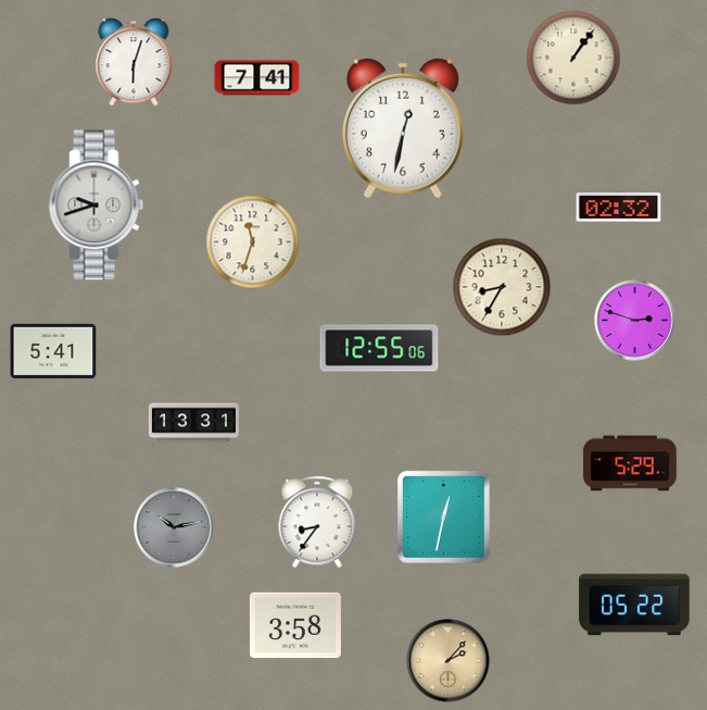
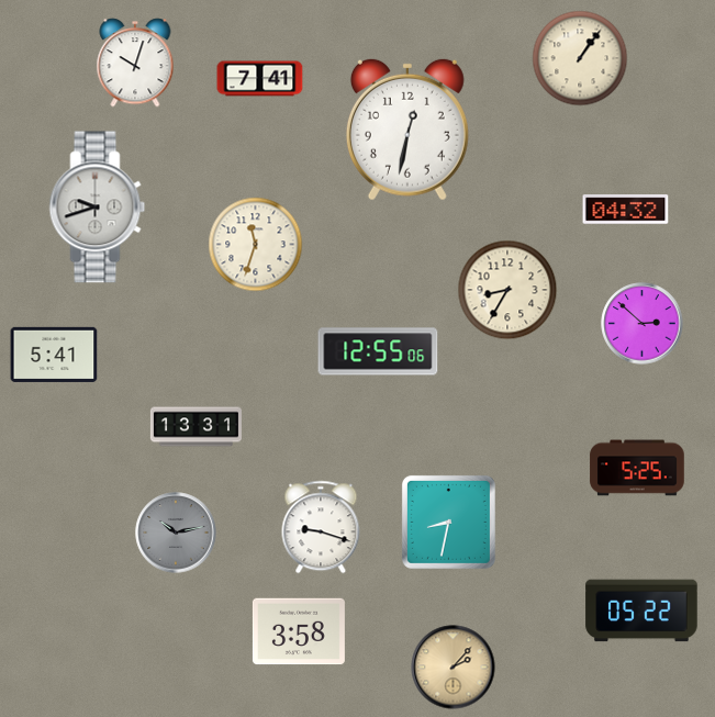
clock at (134, 62): 6:03 -> 10:03
clock at (619, 208): 02:32 -> 04:32
clock at (635, 321): 2:48 -> 2:52
clock at (379, 348) position: (379, 348) -> (378, 351)
clock at (630, 463): 5:29 -> 5:25
clock at (443, 516): 12:32 -> 8:32
clock at (317, 522): 8:36 -> 9:18
